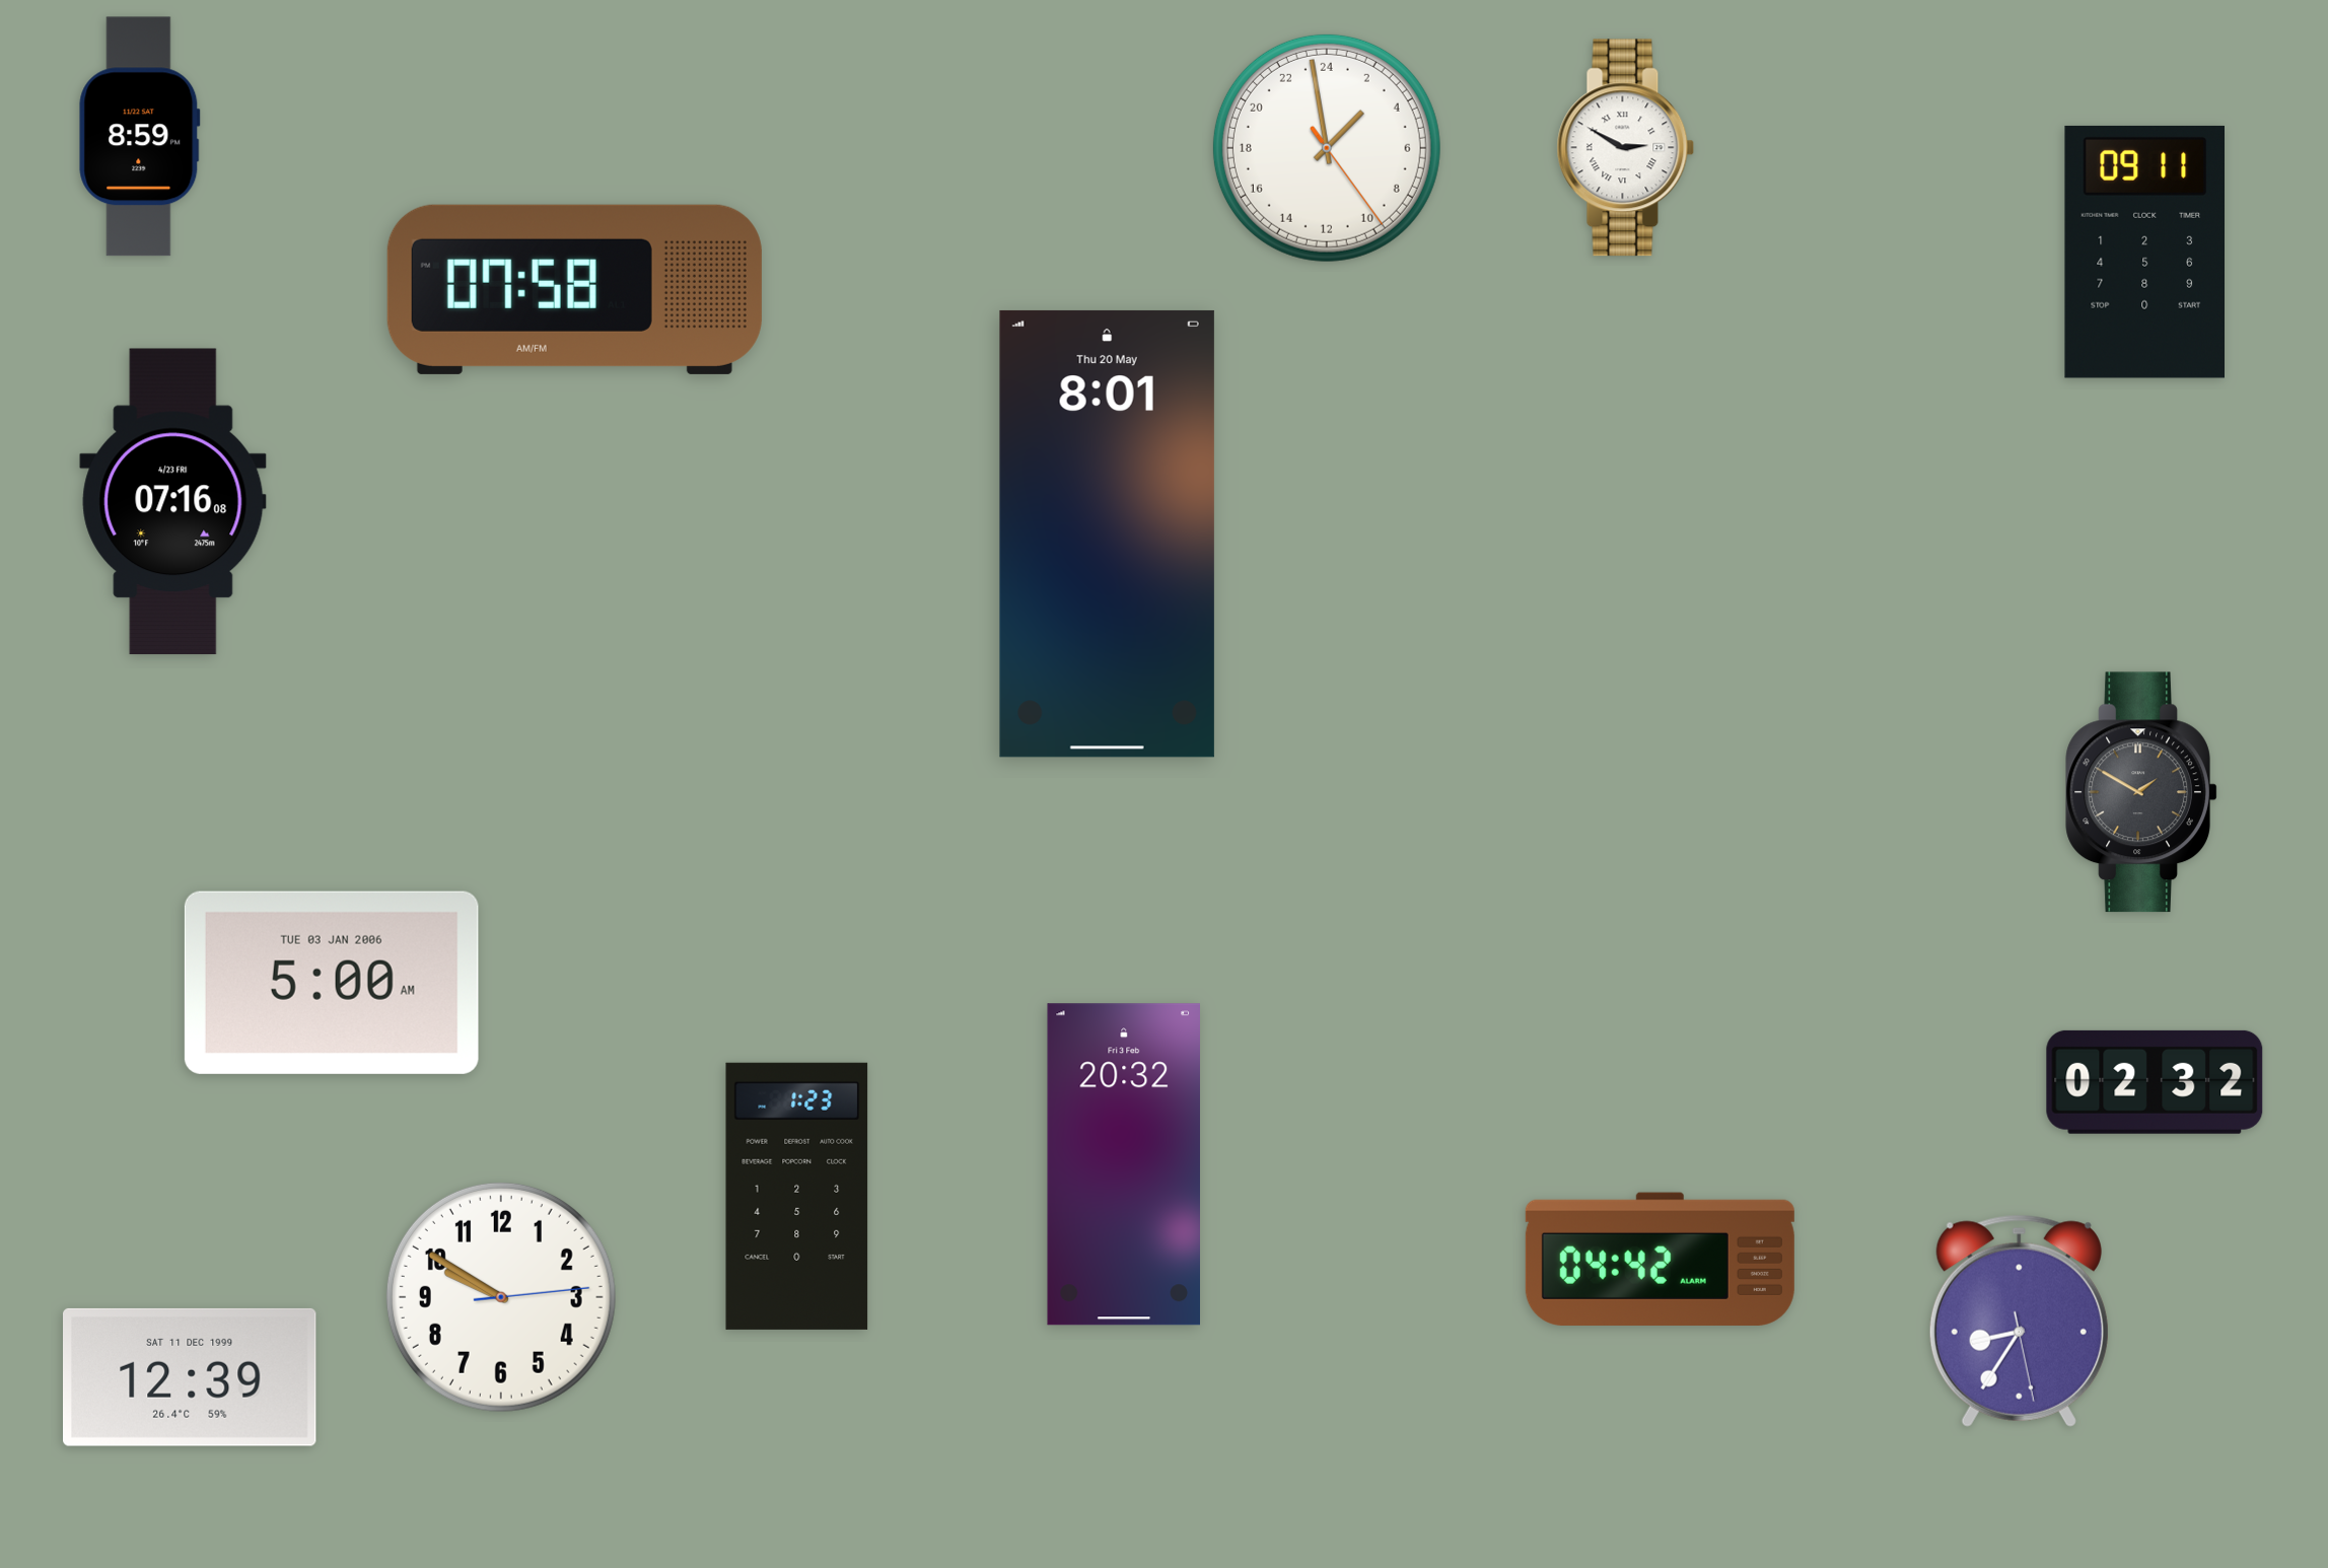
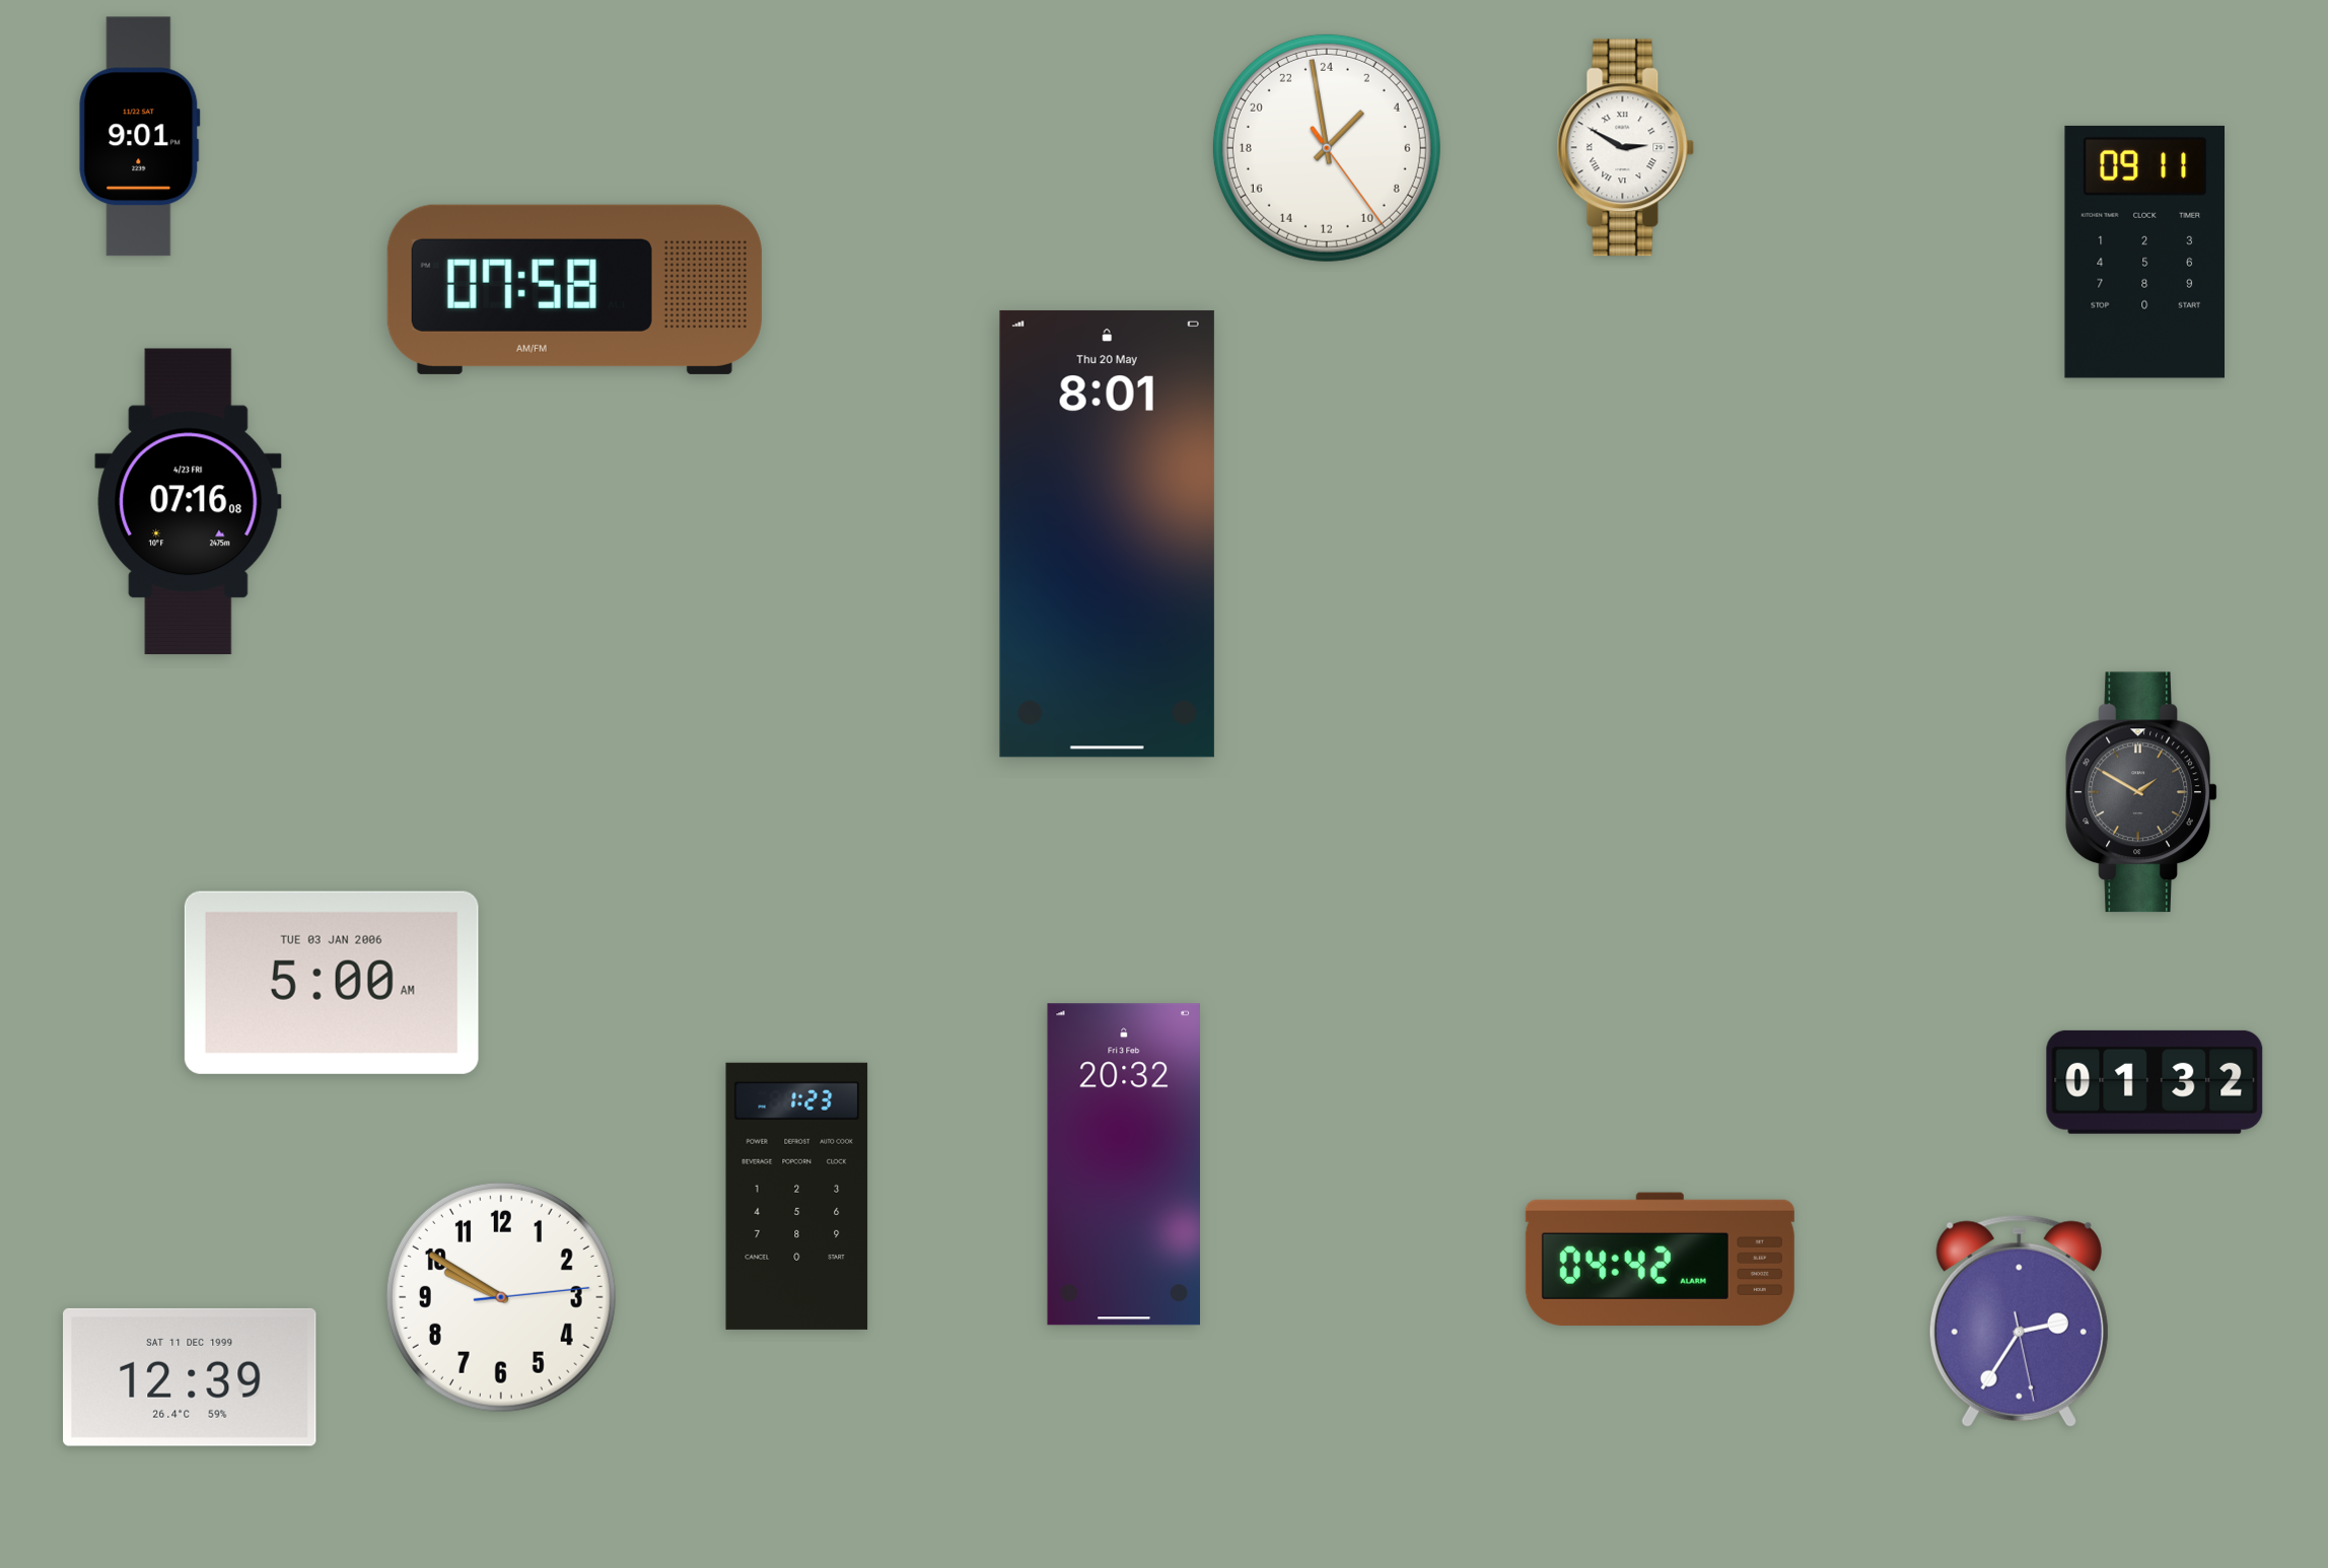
clock at (140, 137): 8:59 -> 9:01
clock at (173, 502) position: (173, 502) -> (189, 502)
clock at (2155, 1082): 02:32 -> 01:32
clock at (2019, 1321): 8:35 -> 2:35
